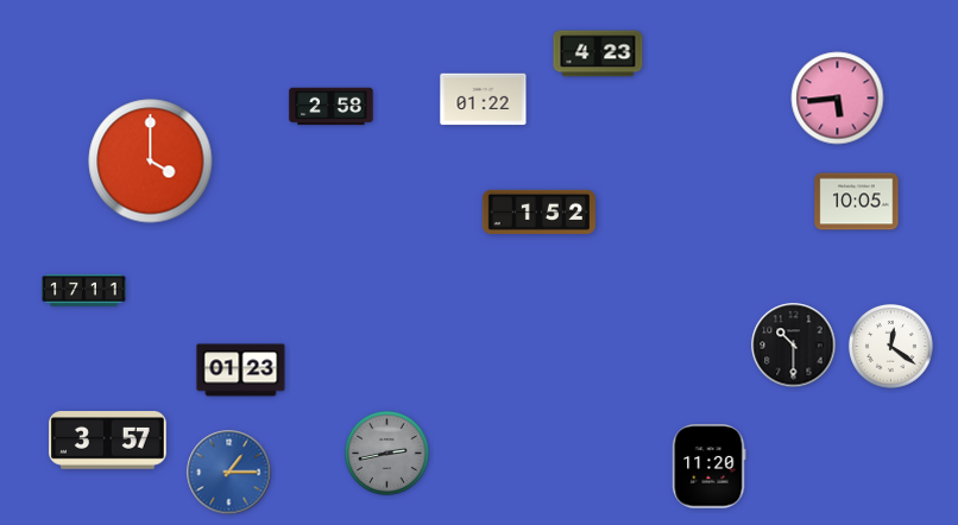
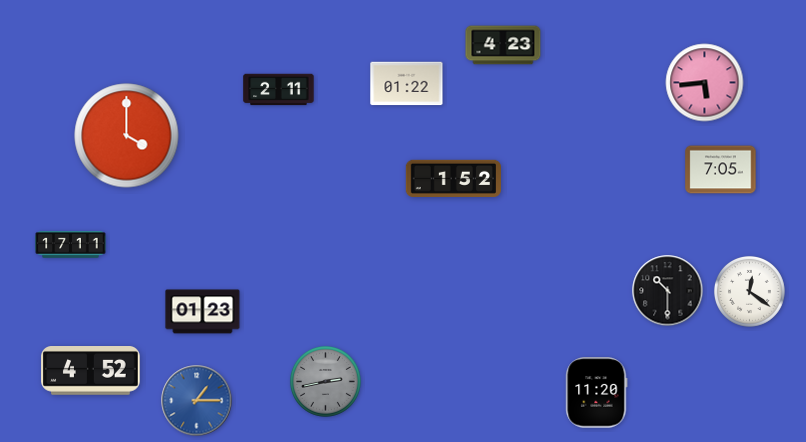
clock at (332, 107): 2:58 -> 2:11
clock at (857, 202): 10:05 -> 7:05
clock at (108, 441): 3:57 -> 4:52
clock at (229, 473) position: (229, 473) -> (197, 401)
